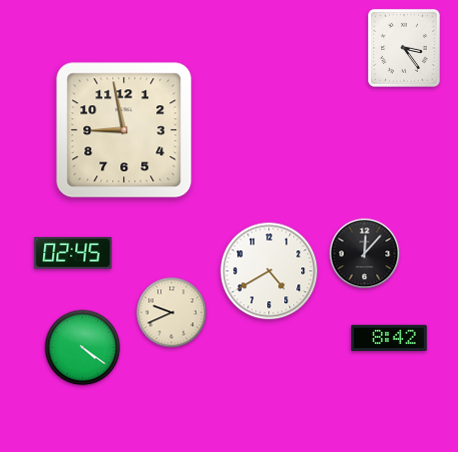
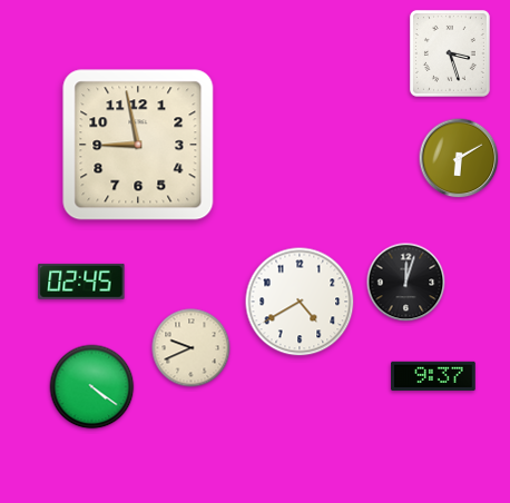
clock at (404, 48): 3:24 -> 3:27
clock at (459, 158): none -> 6:10
clock at (365, 254): 12:07 -> 12:03
clock at (389, 338): 8:42 -> 9:37
